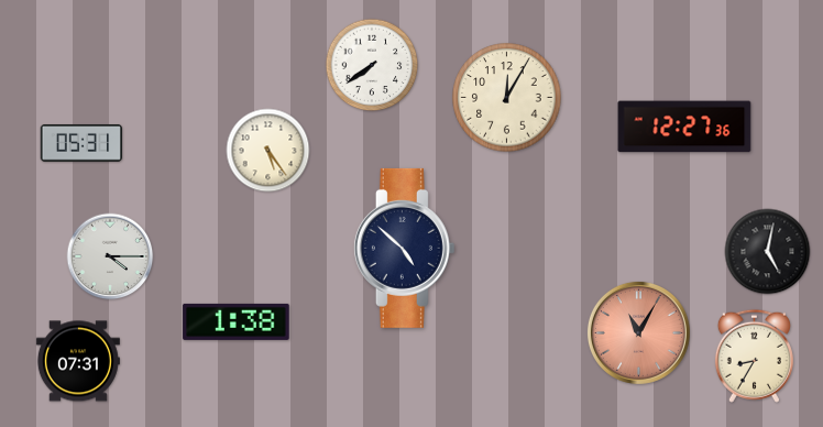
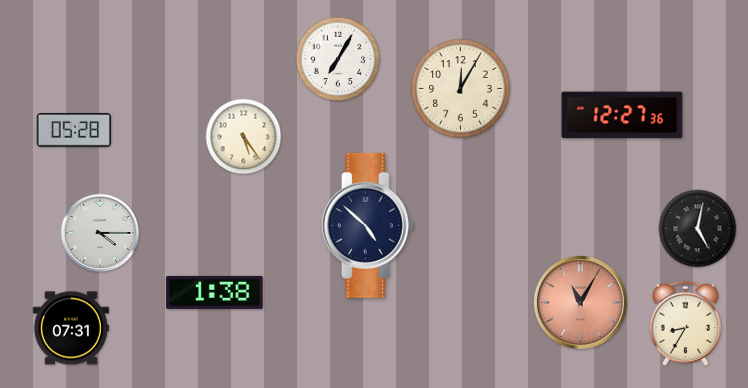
clock at (372, 65): 7:39 -> 7:05
clock at (81, 143): 05:31 -> 05:28
